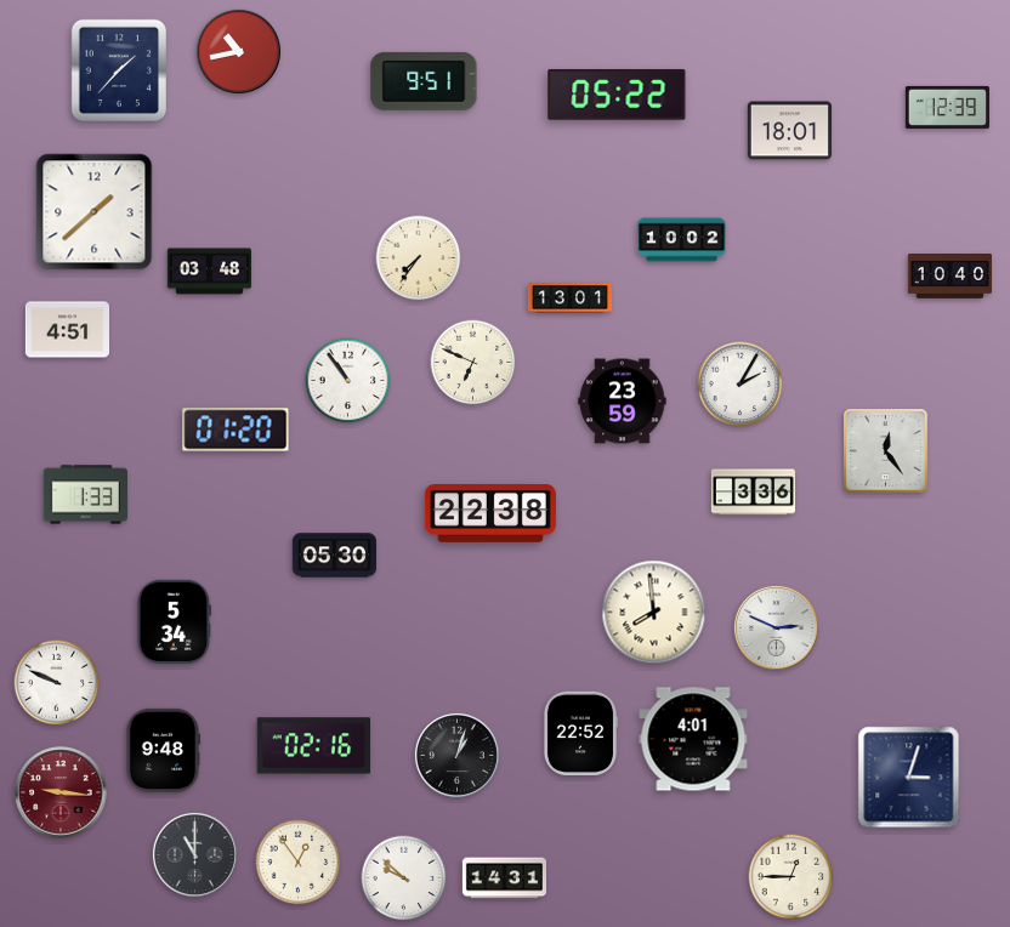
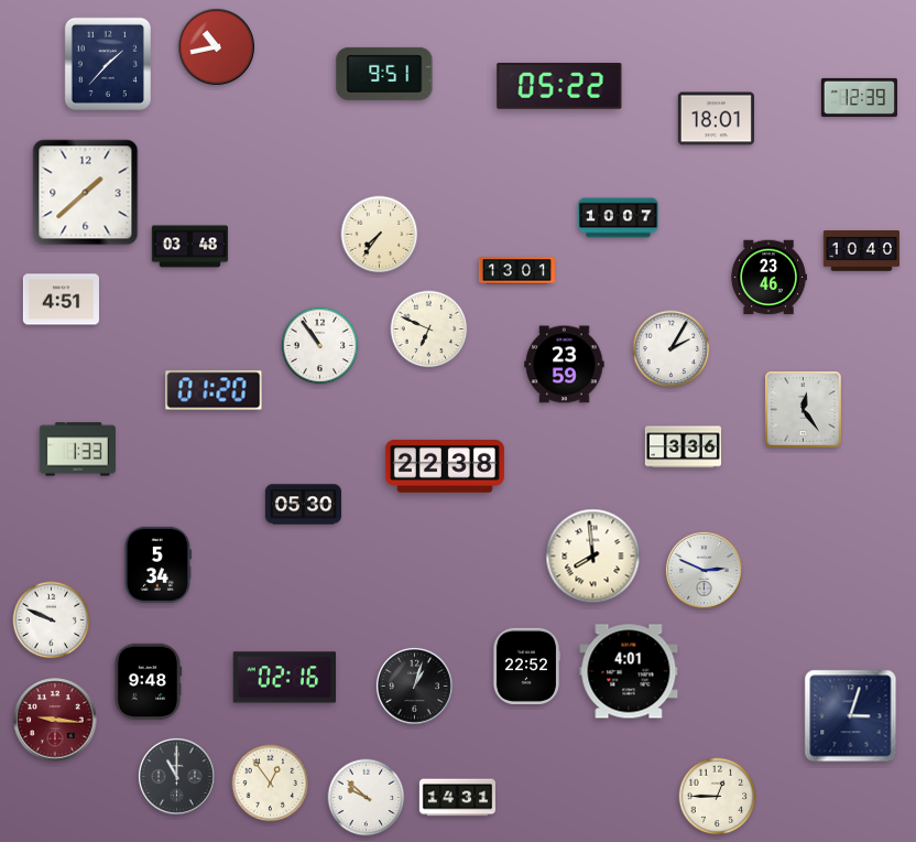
clock at (682, 240): 10:02 -> 10:07
clock at (768, 278): none -> 23:46
clock at (348, 381) position: (348, 381) -> (320, 346)
clock at (909, 778) position: (909, 778) -> (851, 716)
